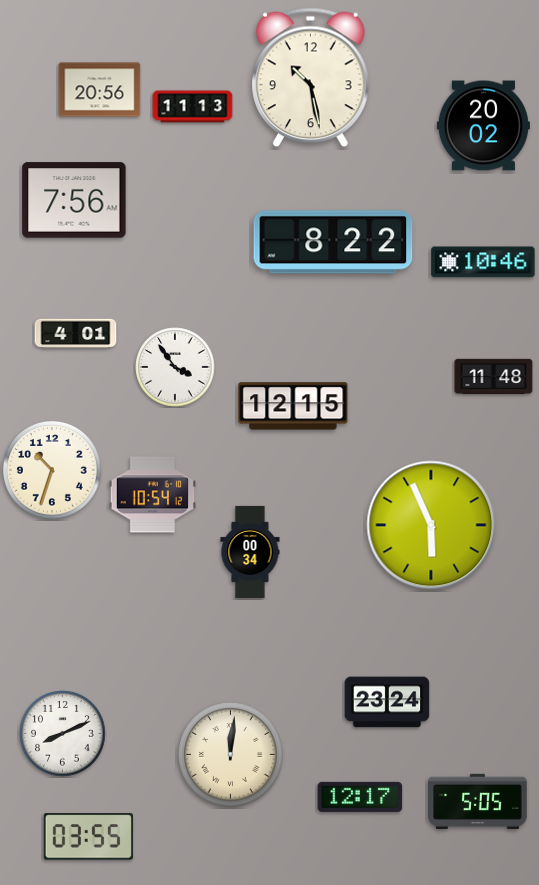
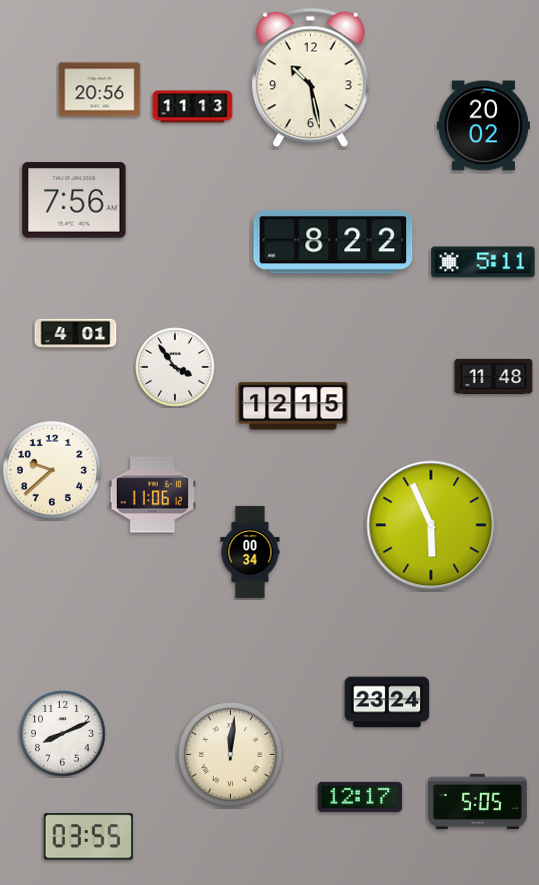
clock at (483, 262): 10:46 -> 5:11
clock at (52, 470): 10:33 -> 9:38
clock at (153, 495): 10:54 -> 11:06
